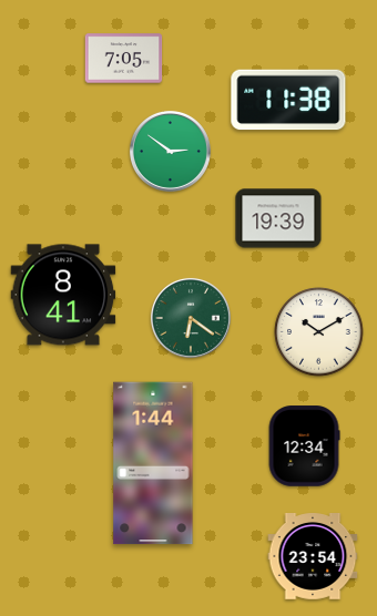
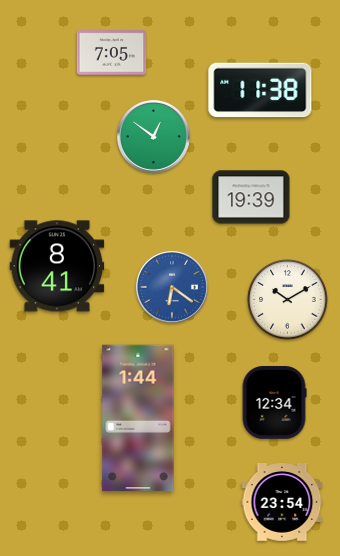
clock at (170, 151): 2:51 -> 12:51
clock at (191, 318) dial: green -> blue
